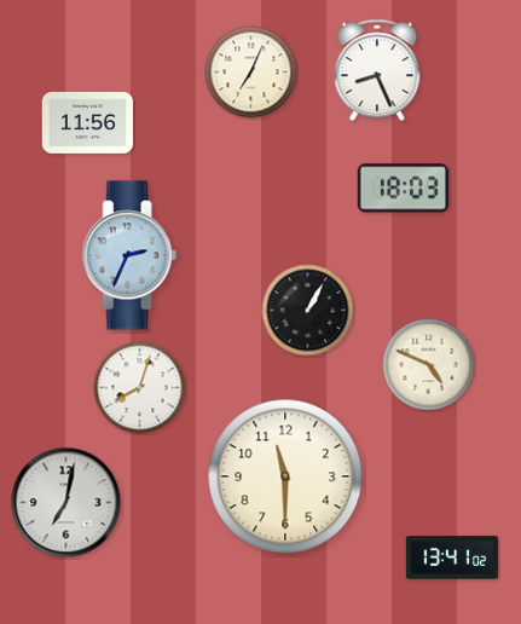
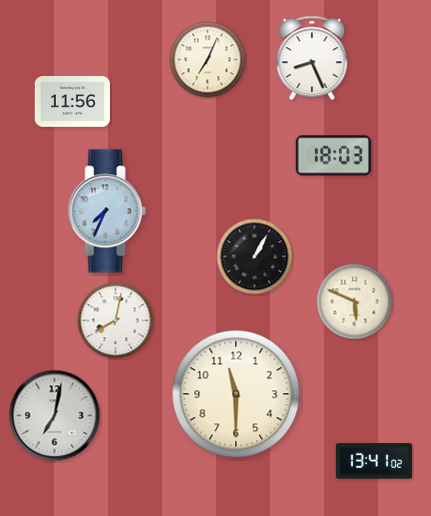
clock at (129, 255): 2:34 -> 7:34
clock at (429, 365): 4:49 -> 5:49
clock at (140, 388): 8:03 -> 8:02
